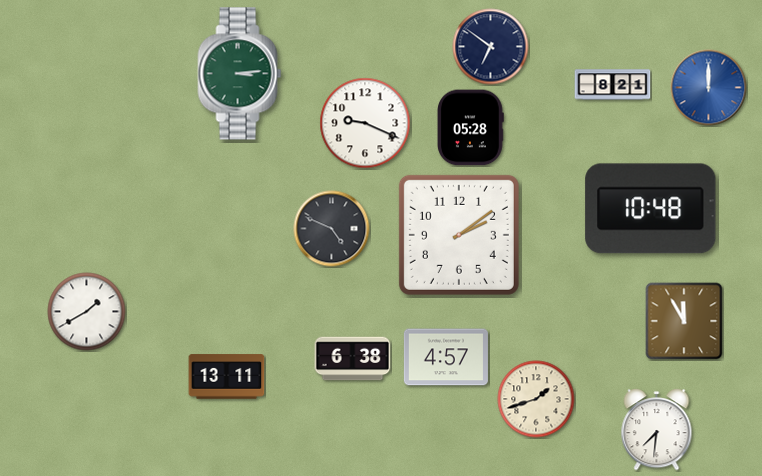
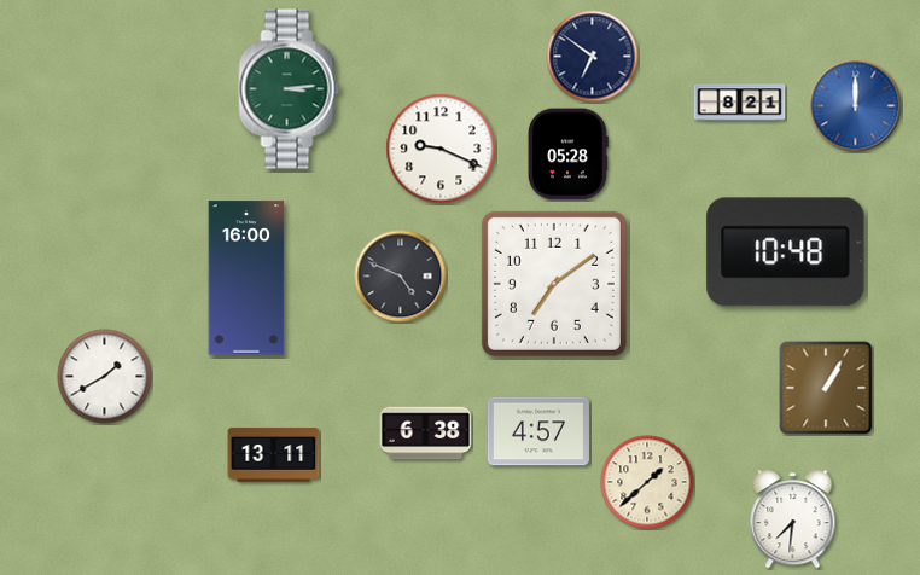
clock at (246, 278): none -> 16:00
clock at (459, 235): 2:09 -> 7:09
clock at (684, 321): 11:55 -> 1:05
clock at (536, 399): 1:42 -> 1:38
